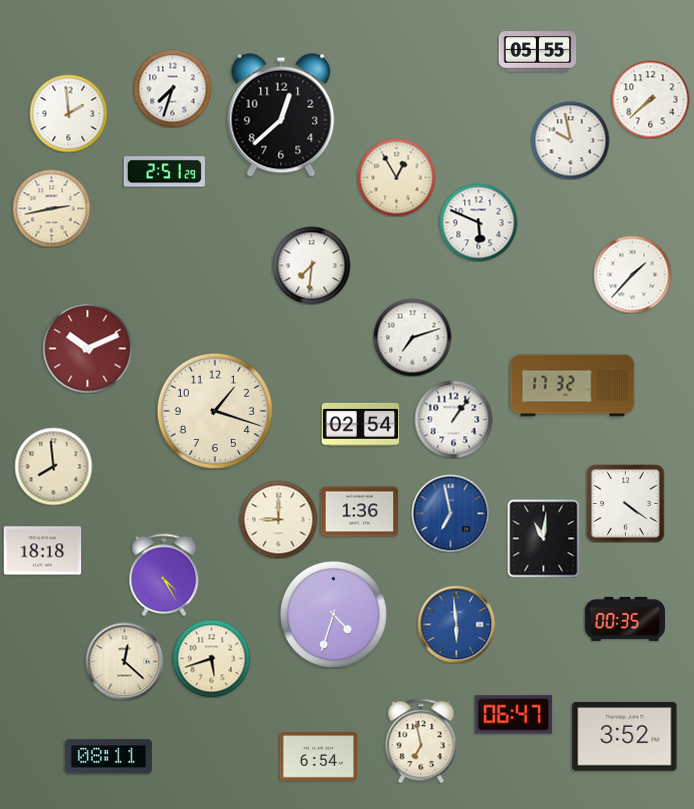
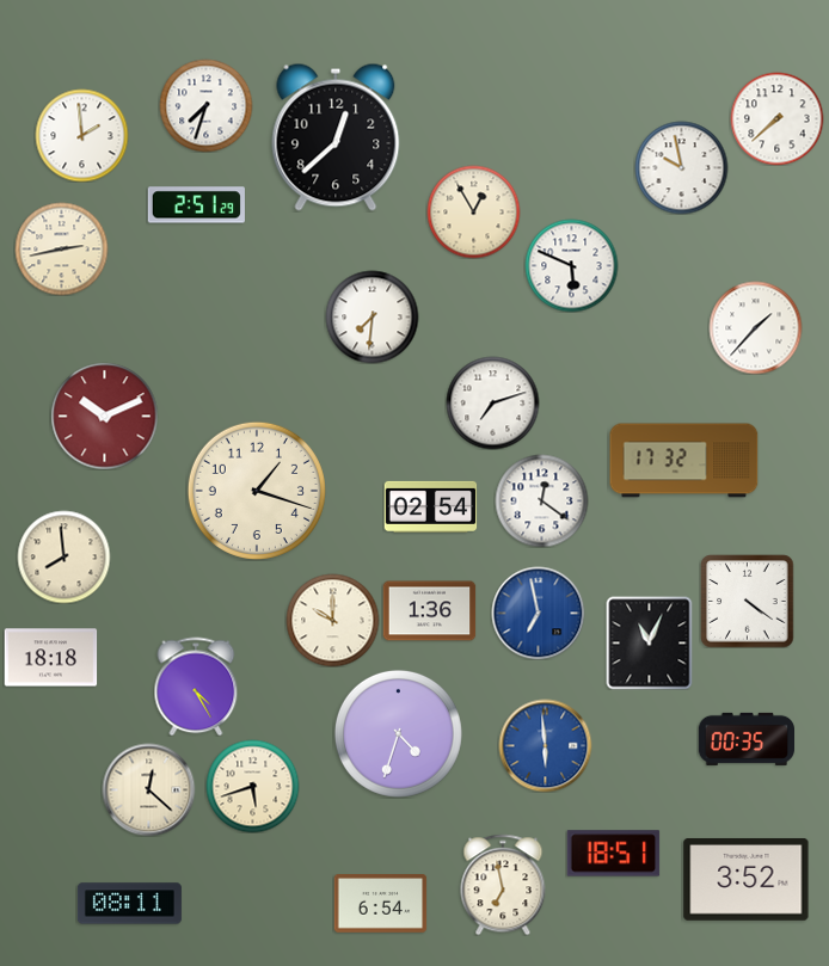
clock at (537, 52): 05:55 -> none
clock at (453, 419): 1:06 -> 12:21
clock at (278, 519): 9:00 -> 10:00
clock at (544, 538): 11:01 -> 11:04
clock at (513, 715): 06:47 -> 18:51
